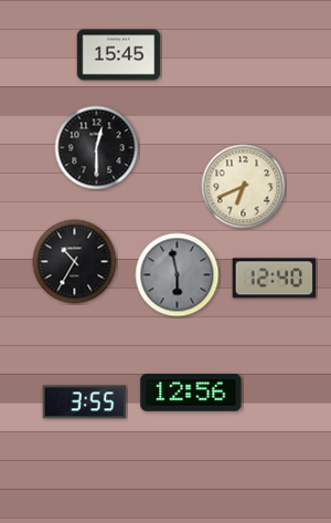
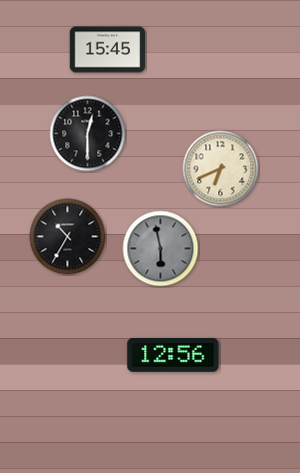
clock at (275, 279): 12:40 -> none
clock at (85, 402): 3:55 -> none
